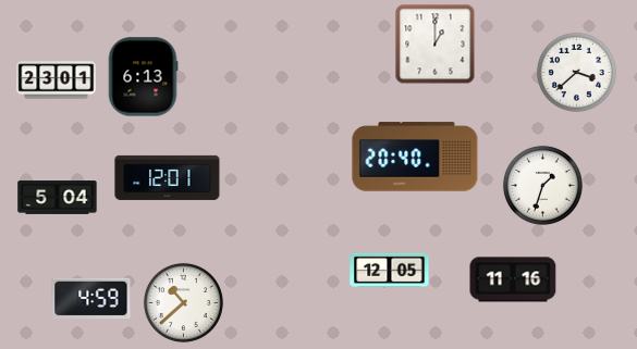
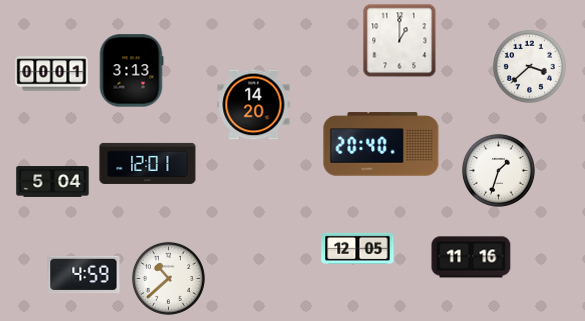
clock at (143, 77): 6:13 -> 3:13
clock at (57, 80): 23:01 -> 00:01
clock at (254, 105): none -> 14:20
clock at (168, 177) position: (168, 177) -> (148, 163)
